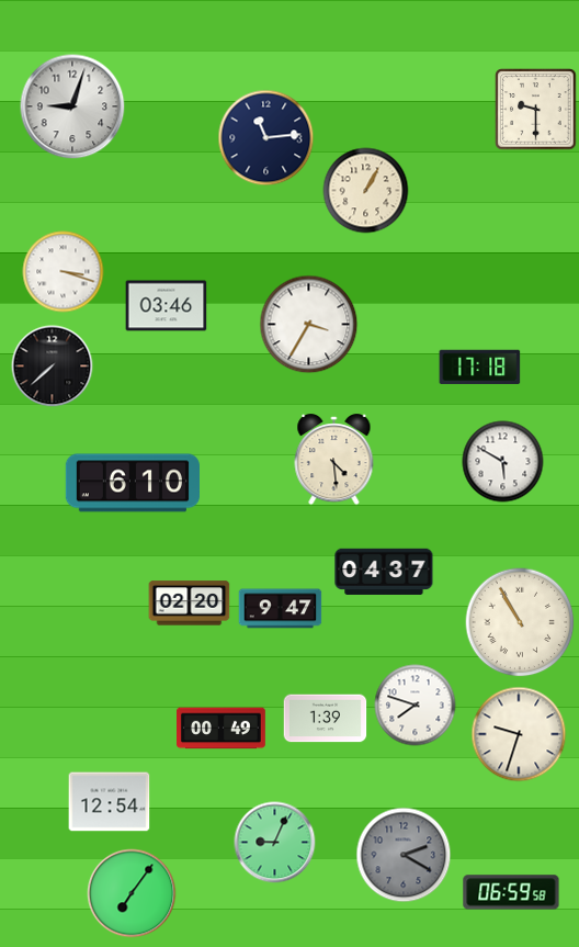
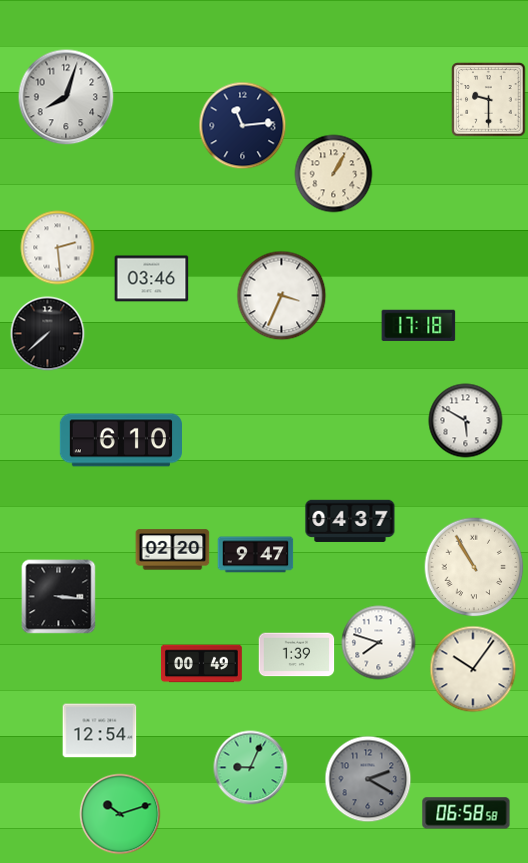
clock at (72, 106): 9:03 -> 8:03
clock at (64, 272): 3:18 -> 2:29
clock at (309, 325): 3:35 -> 3:34
clock at (480, 367) position: (480, 367) -> (419, 325)
clock at (334, 461): 4:29 -> none
clock at (503, 462) position: (503, 462) -> (466, 421)
clock at (59, 597): none -> 3:16
clock at (519, 734): 9:33 -> 10:06
clock at (511, 892): 06:59 -> 06:58
clock at (132, 893): 7:06 -> 10:12
